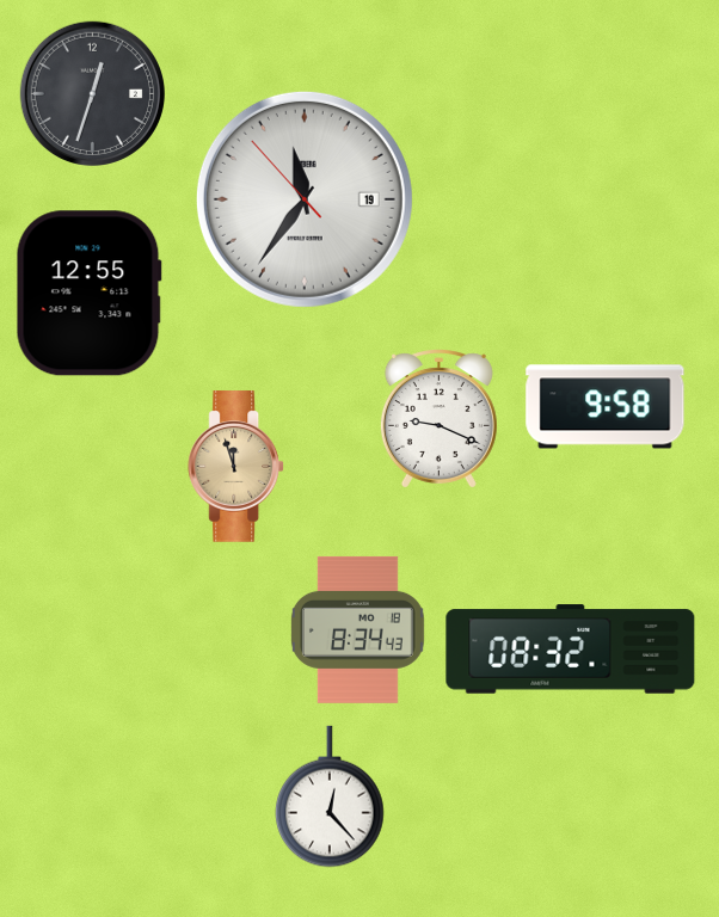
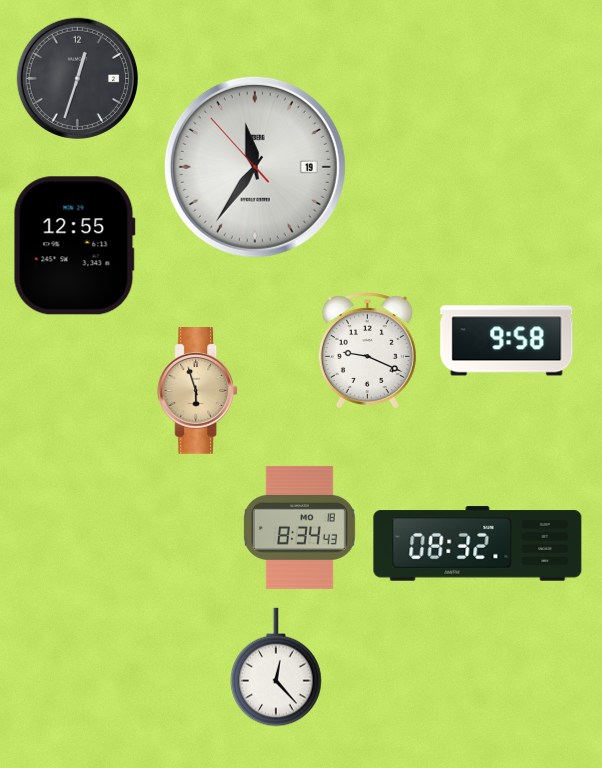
clock at (236, 467): 11:57 -> 5:57
